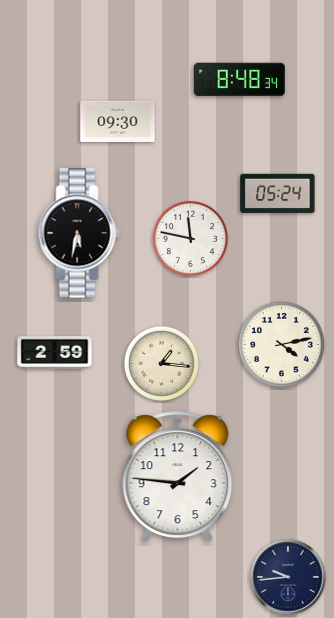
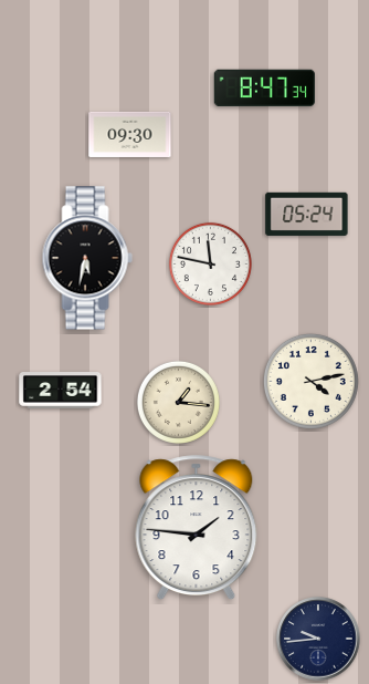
clock at (239, 80): 8:48 -> 8:47
clock at (55, 353): 2:59 -> 2:54
